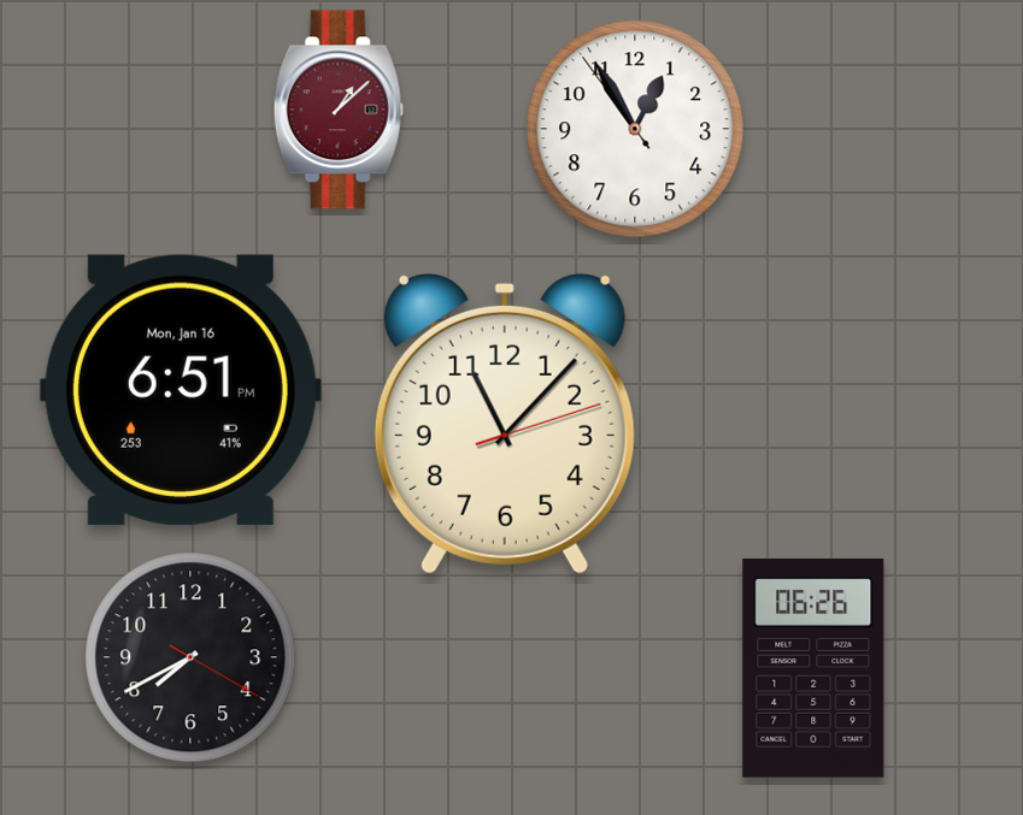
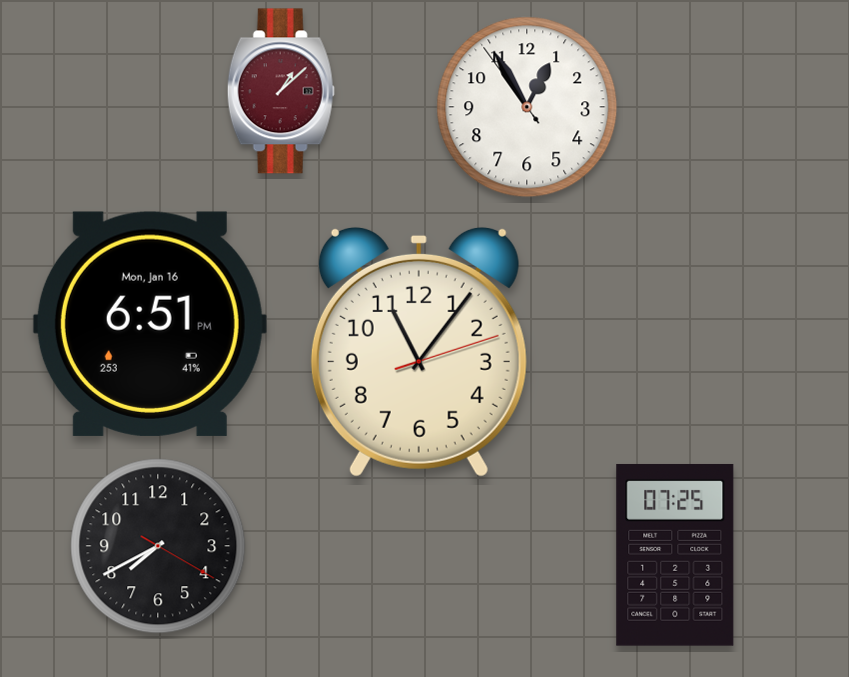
clock at (505, 424): 11:07 -> 11:06
clock at (813, 668): 06:26 -> 07:25
